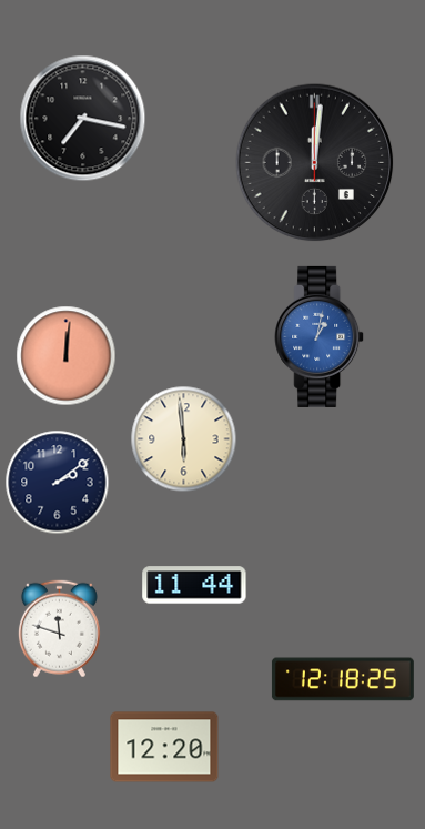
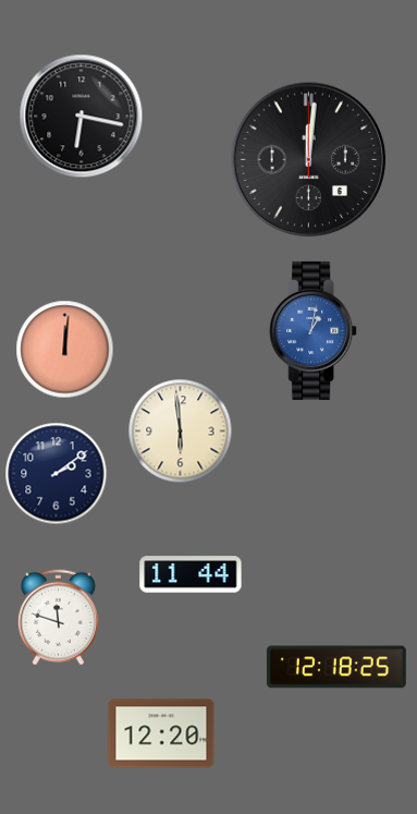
clock at (83, 119): 7:17 -> 6:17
